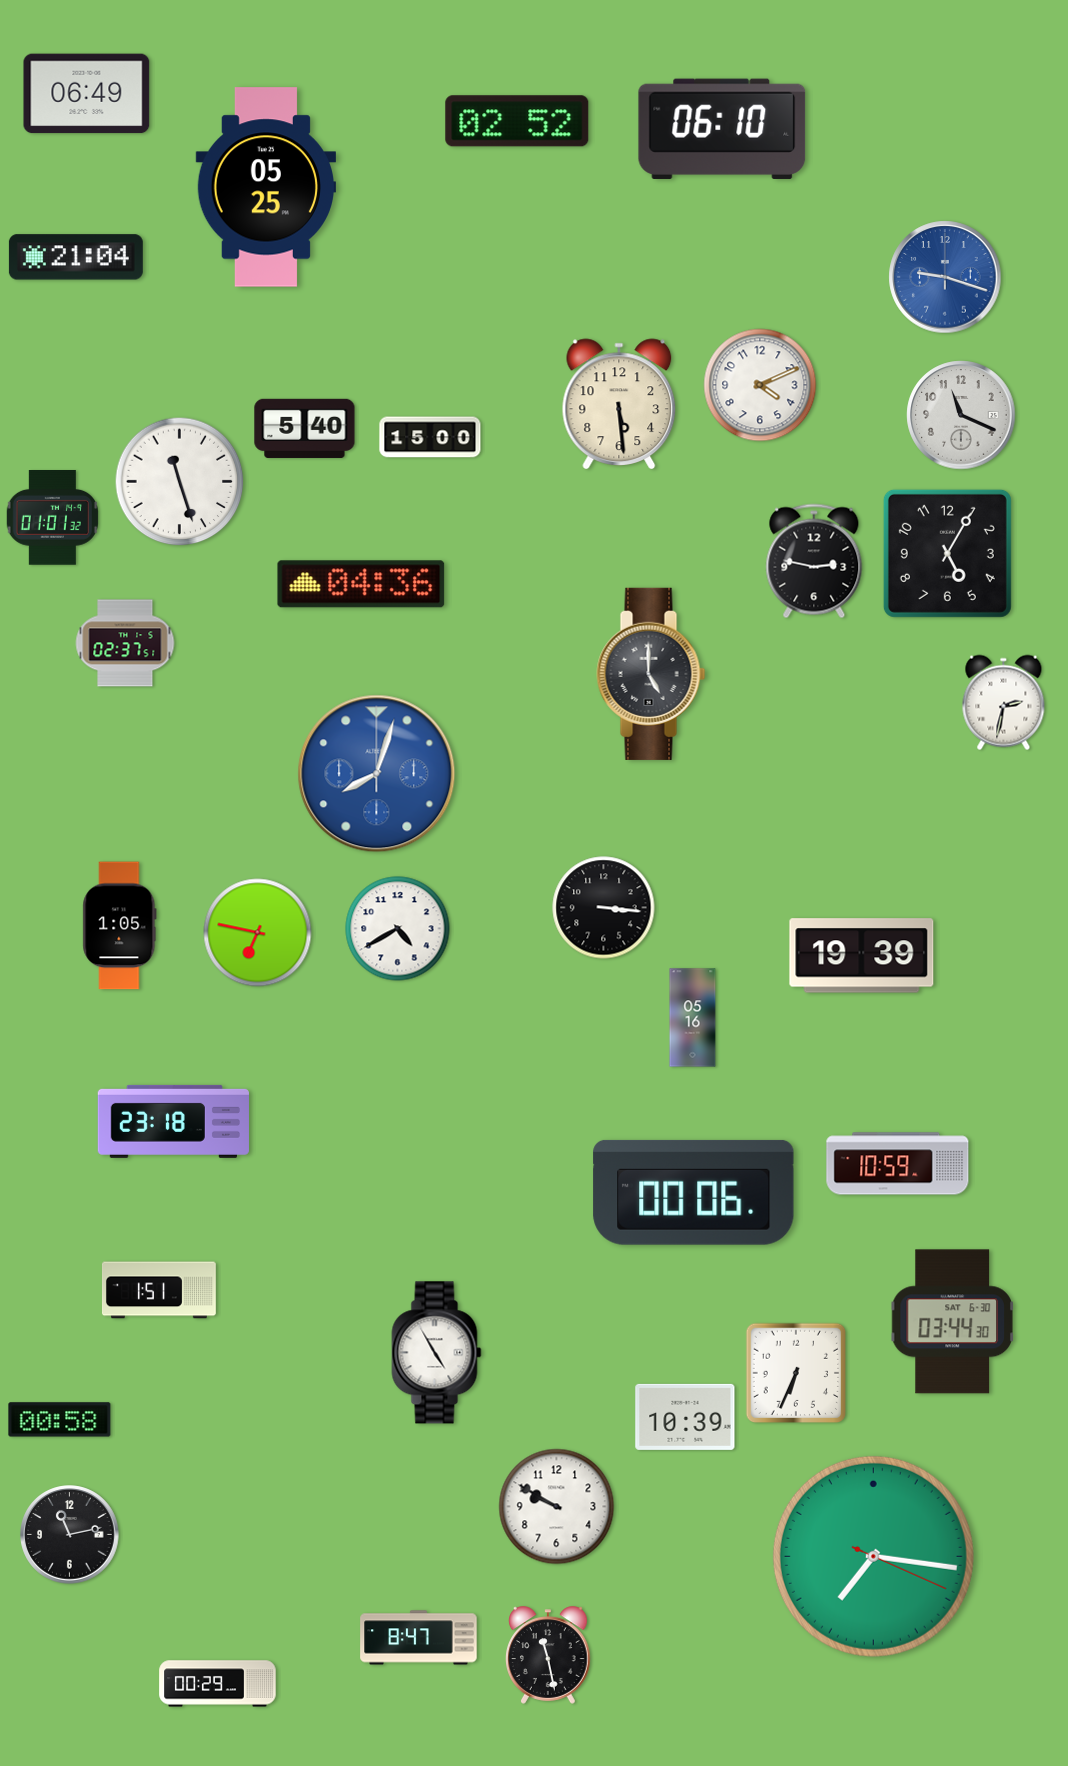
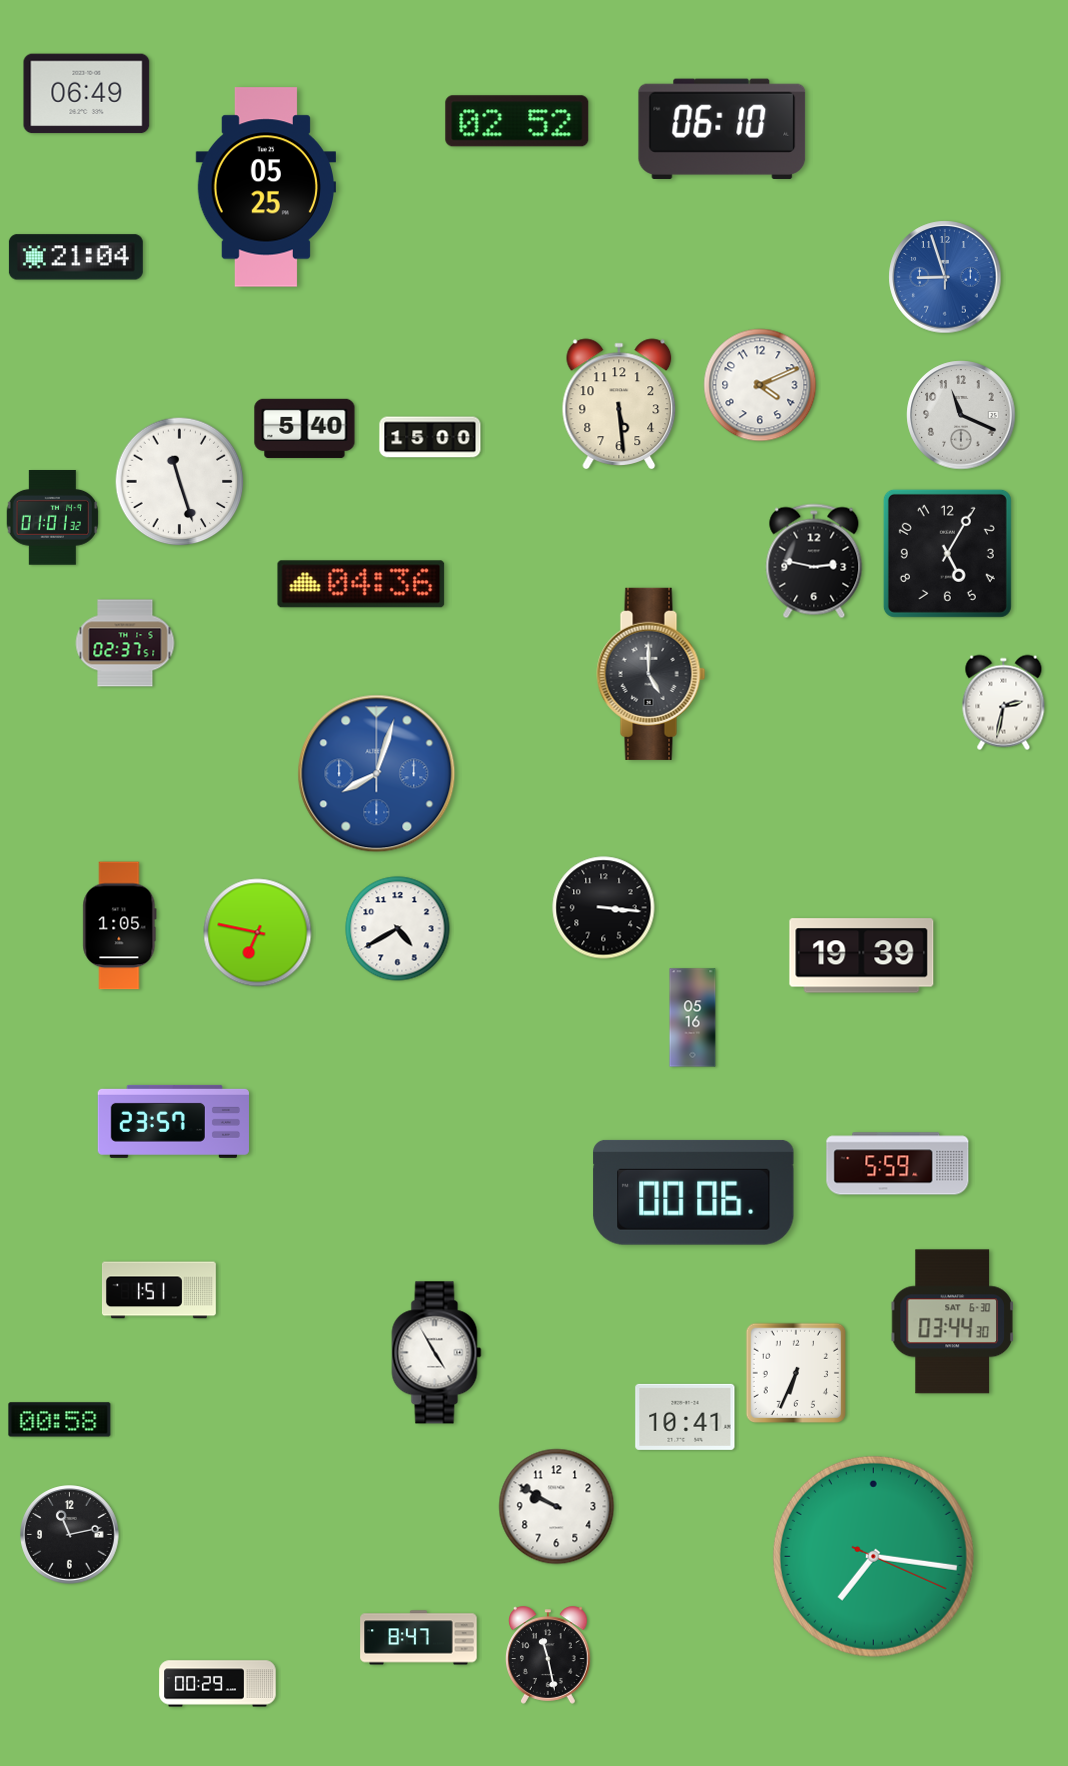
clock at (945, 277): 9:18 -> 8:57
clock at (173, 1121): 23:18 -> 23:57
clock at (898, 1164): 10:59 -> 5:59
clock at (685, 1417): 10:39 -> 10:41
